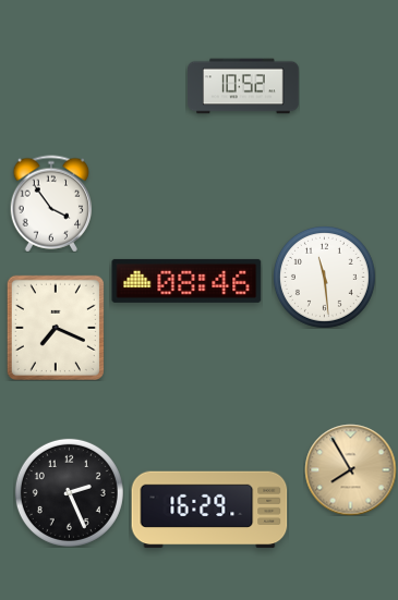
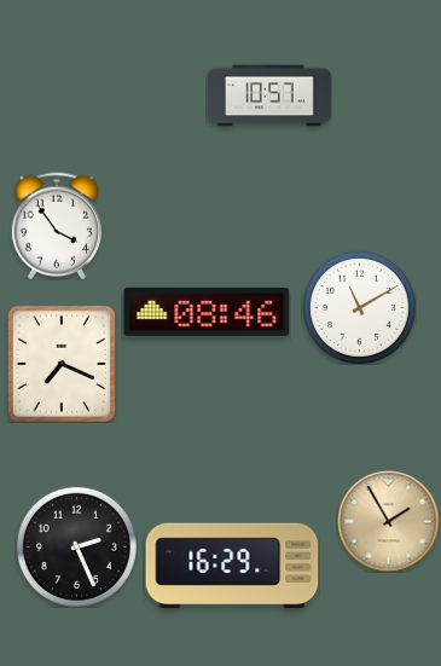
clock at (244, 86): 10:52 -> 10:57
clock at (324, 277): 11:29 -> 11:10
clock at (350, 469): 7:55 -> 1:55
